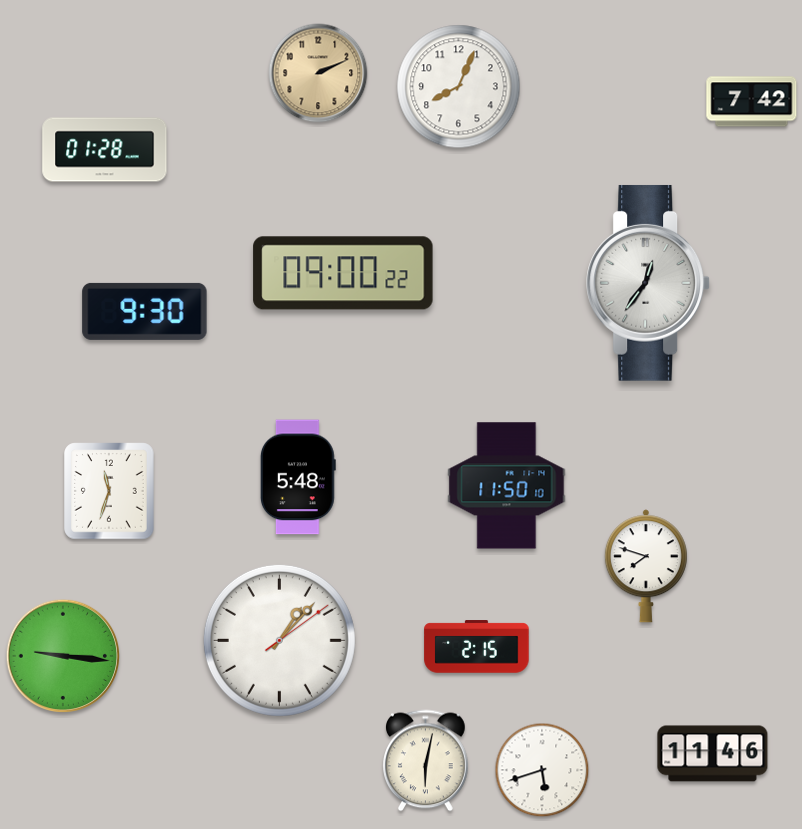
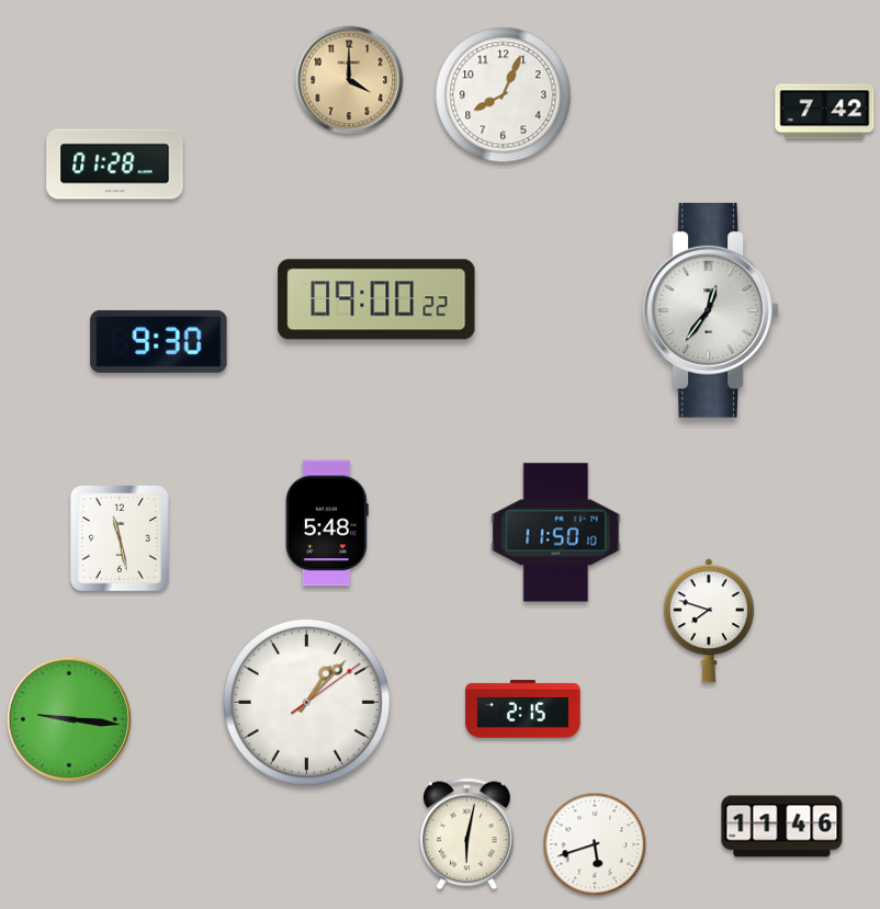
clock at (318, 73): 2:11 -> 4:00
clock at (109, 491): 11:33 -> 11:28
